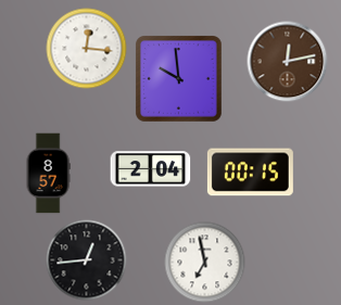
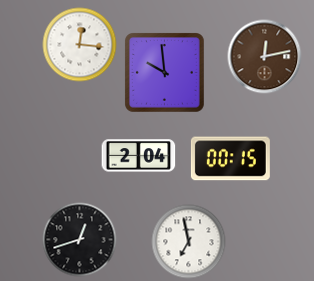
clock at (48, 174): 8:57 -> none
clock at (87, 260): 12:44 -> 12:42
